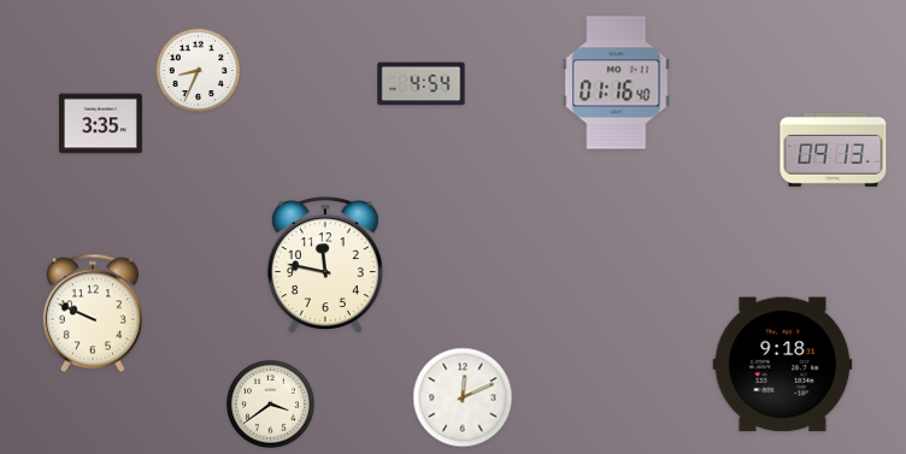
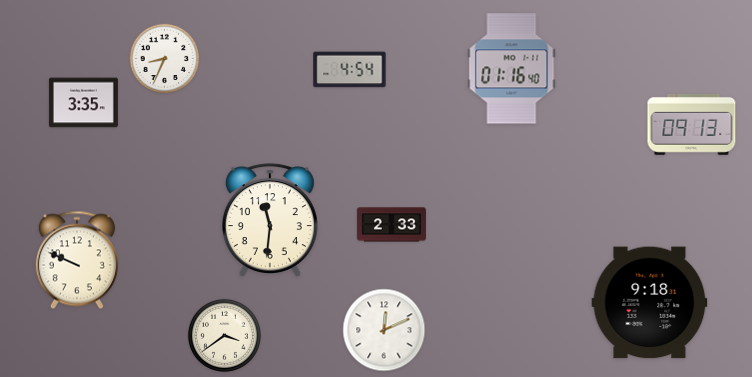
clock at (325, 265): 11:47 -> 11:31
clock at (391, 225): none -> 2:33
